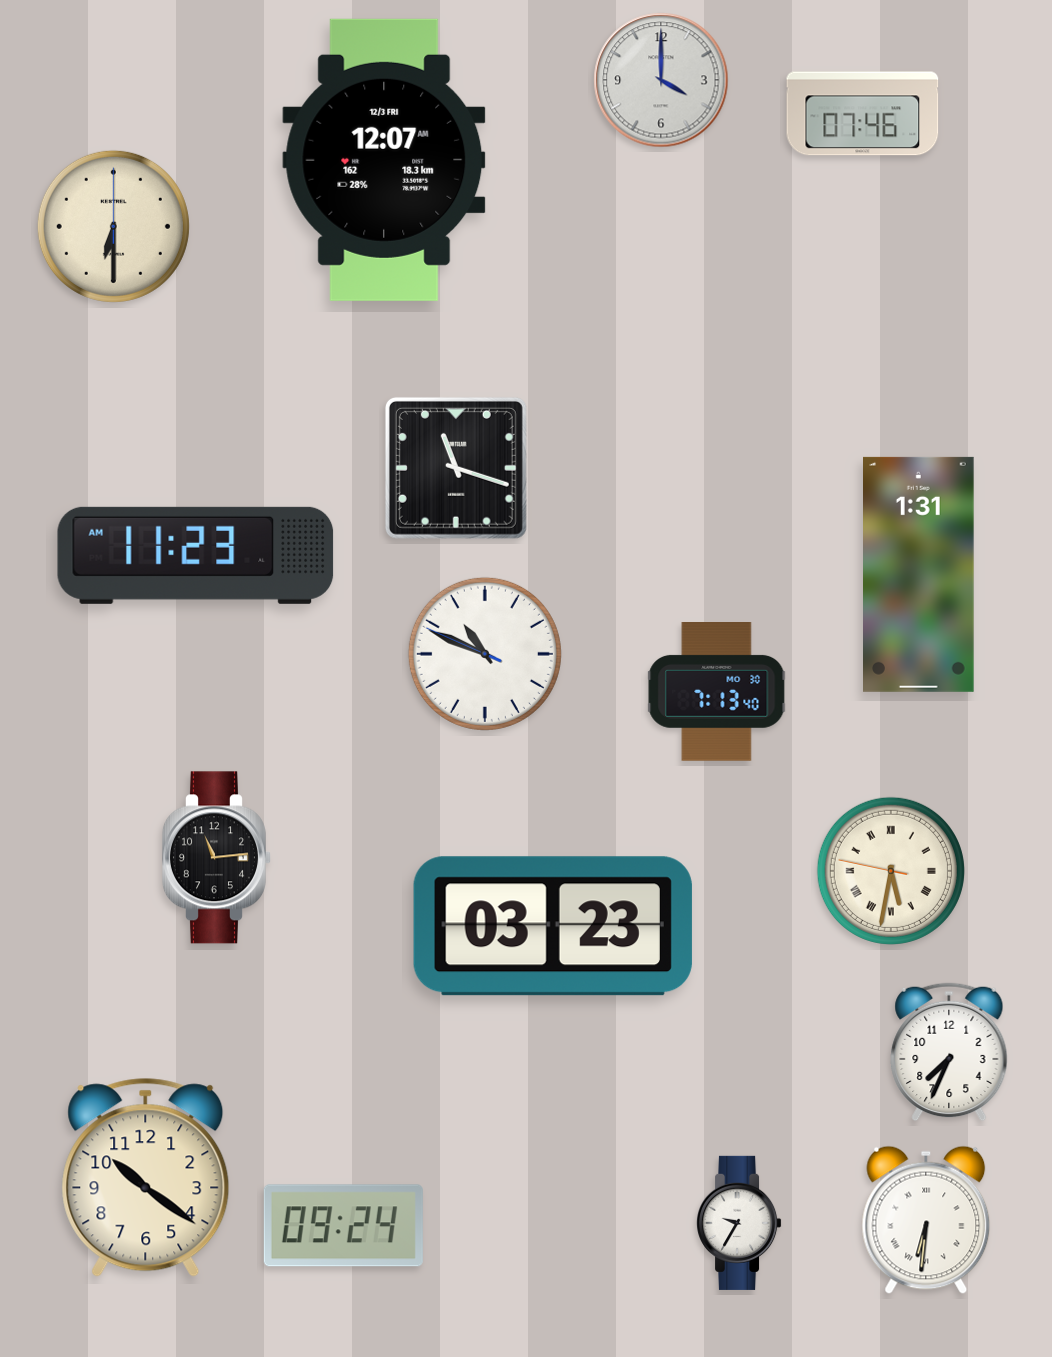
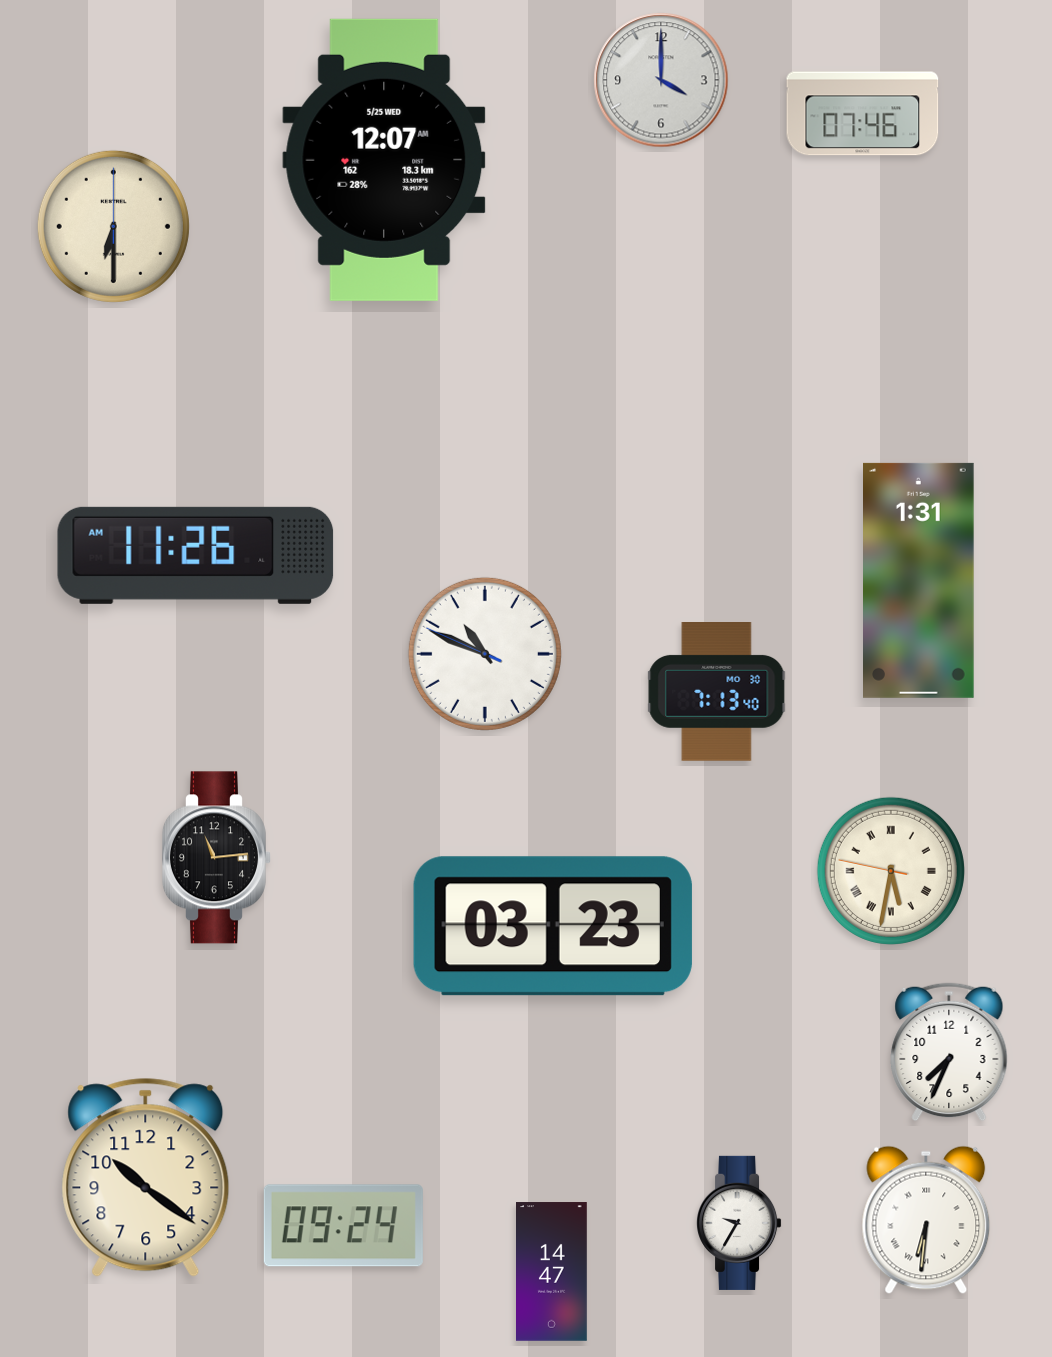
clock at (384, 160) date: 12/3 FRI -> 5/25 WED
clock at (456, 468): 11:18 -> none
clock at (196, 555): 11:23 -> 11:26
clock at (919, 574) position: (919, 574) -> (919, 580)
clock at (552, 1272): none -> 14:47
